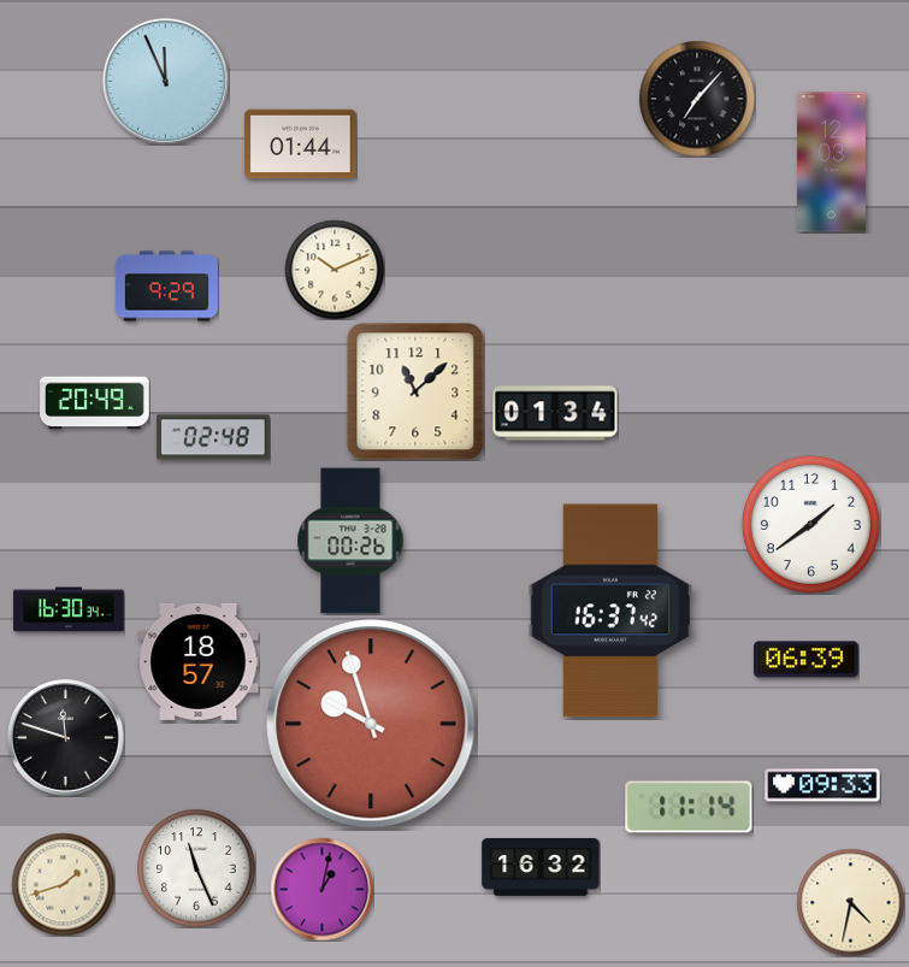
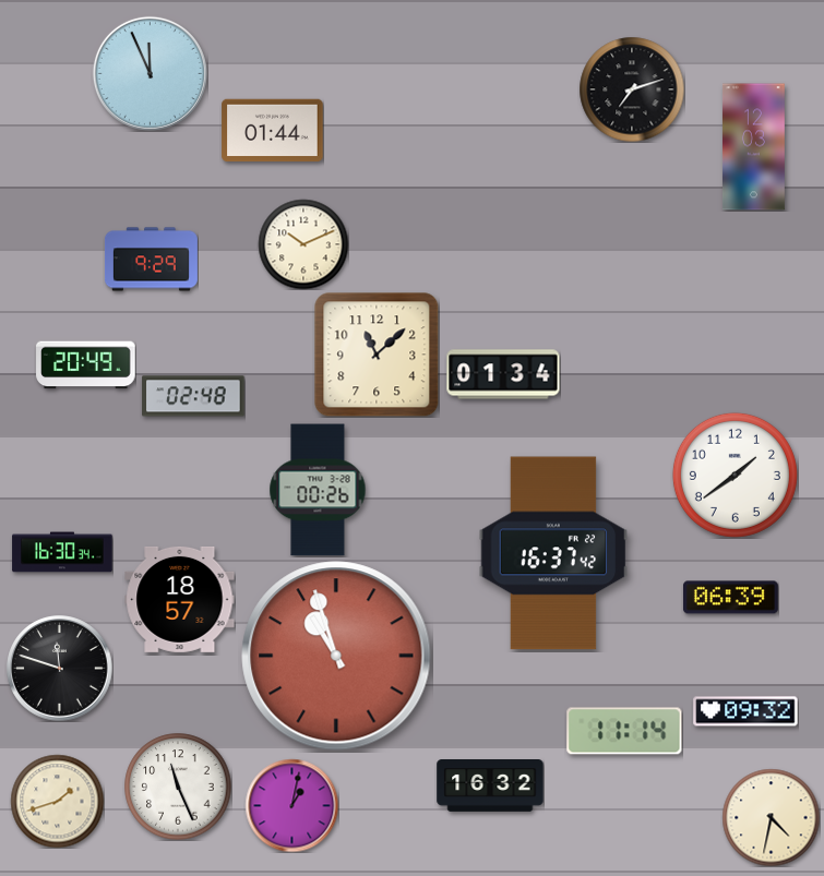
clock at (697, 99): 7:07 -> 7:12
clock at (371, 724): 9:57 -> 10:57
clock at (822, 785): 09:33 -> 09:32
